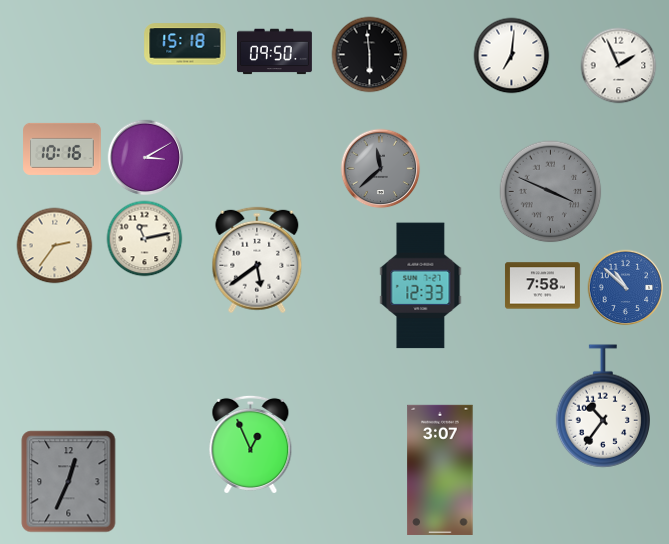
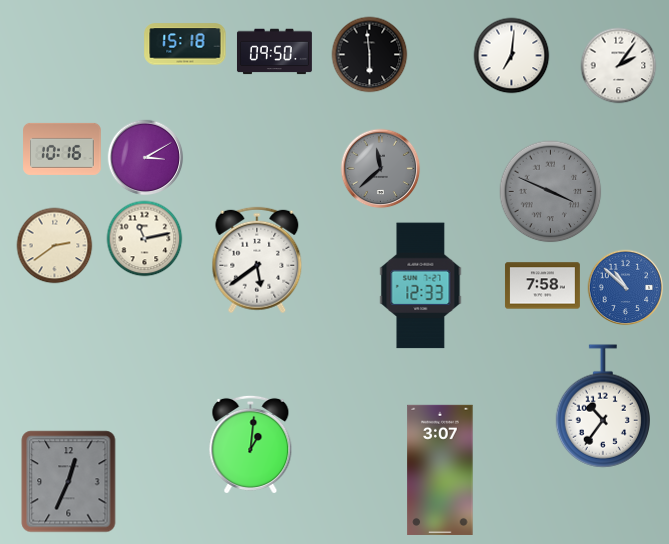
clock at (619, 66): 1:56 -> 2:06
clock at (55, 246): 2:36 -> 2:39
clock at (251, 444): 12:56 -> 1:01
